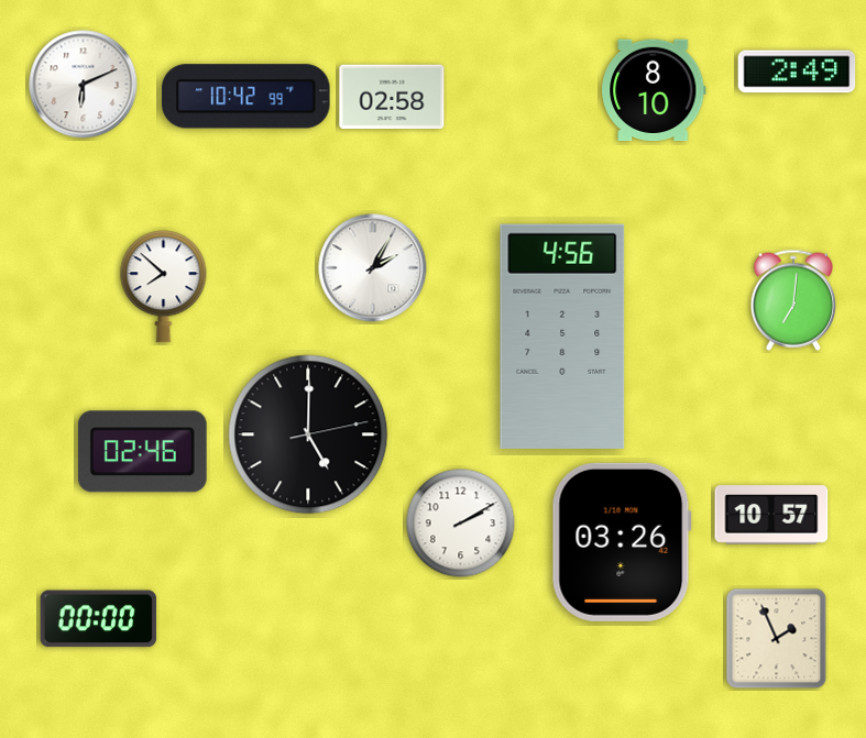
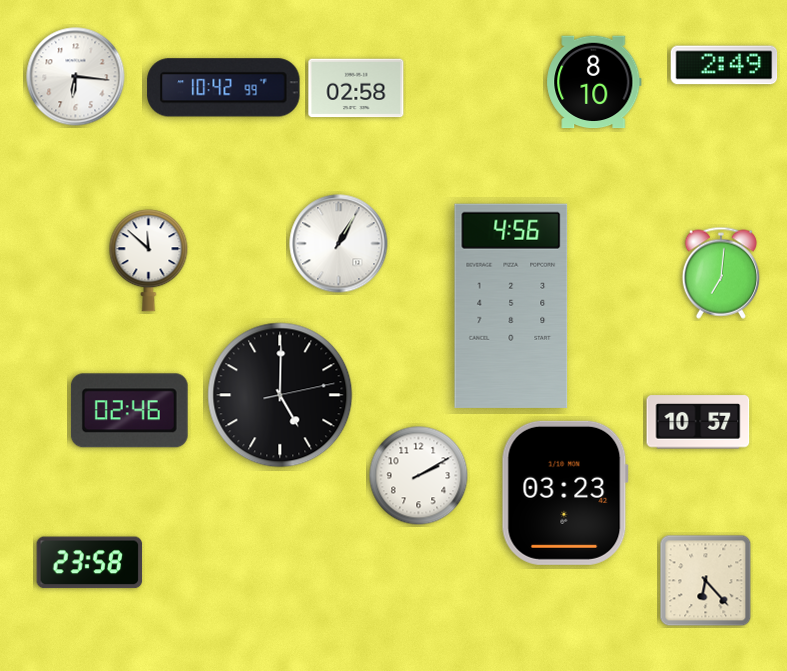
clock at (84, 85): 6:11 -> 6:16
clock at (373, 268): 2:05 -> 1:05
clock at (164, 287): 7:52 -> 11:52
clock at (771, 515) position: (771, 515) -> (698, 422)
clock at (622, 542): 03:26 -> 03:23
clock at (99, 619): 00:00 -> 23:58
clock at (777, 639): 1:56 -> 6:23
